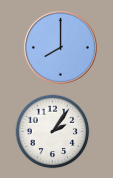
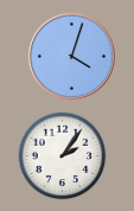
clock at (60, 47): 8:00 -> 4:03
